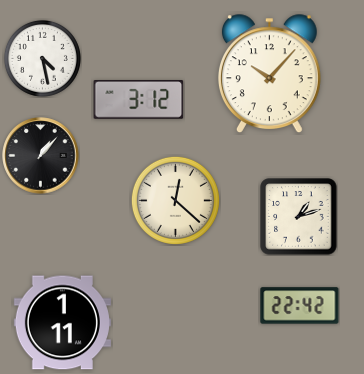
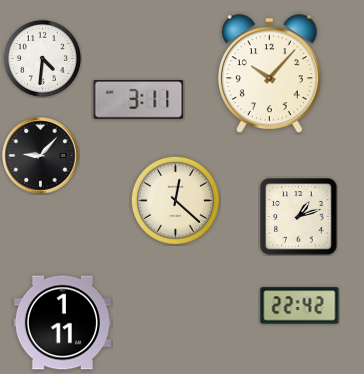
clock at (42, 58): 4:28 -> 4:31
clock at (139, 100): 3:12 -> 3:11
clock at (41, 156): 1:07 -> 9:07
